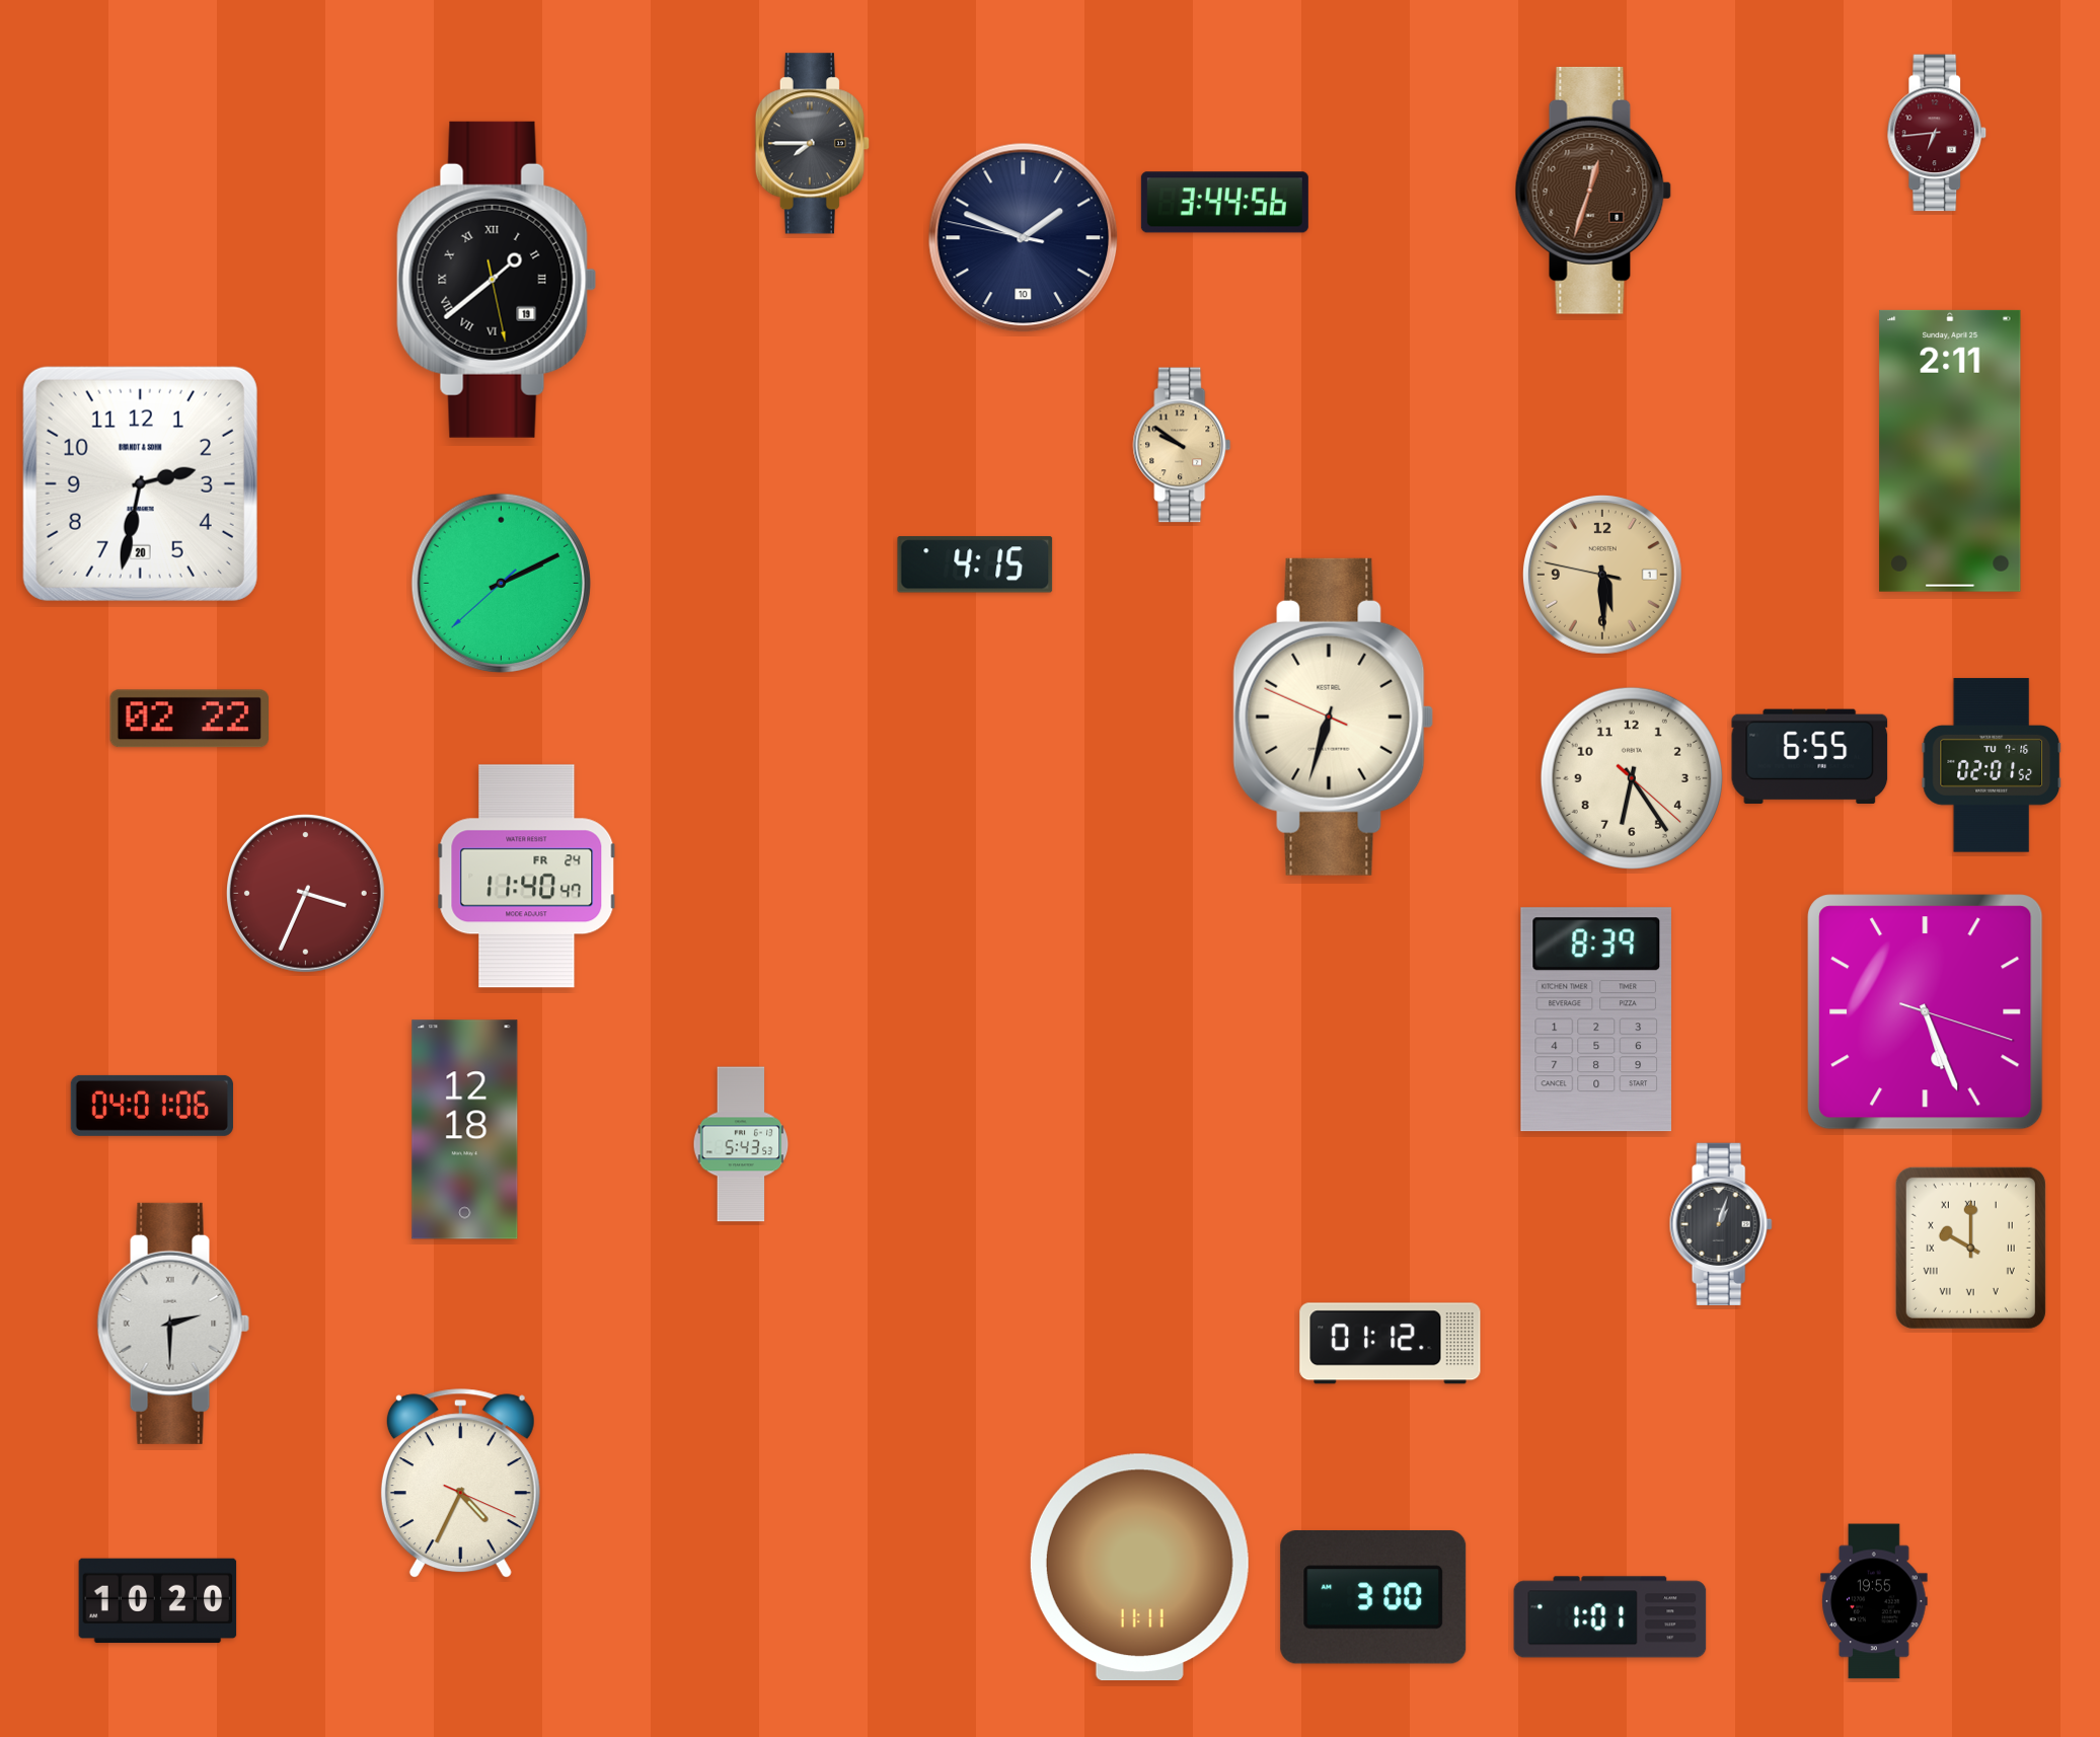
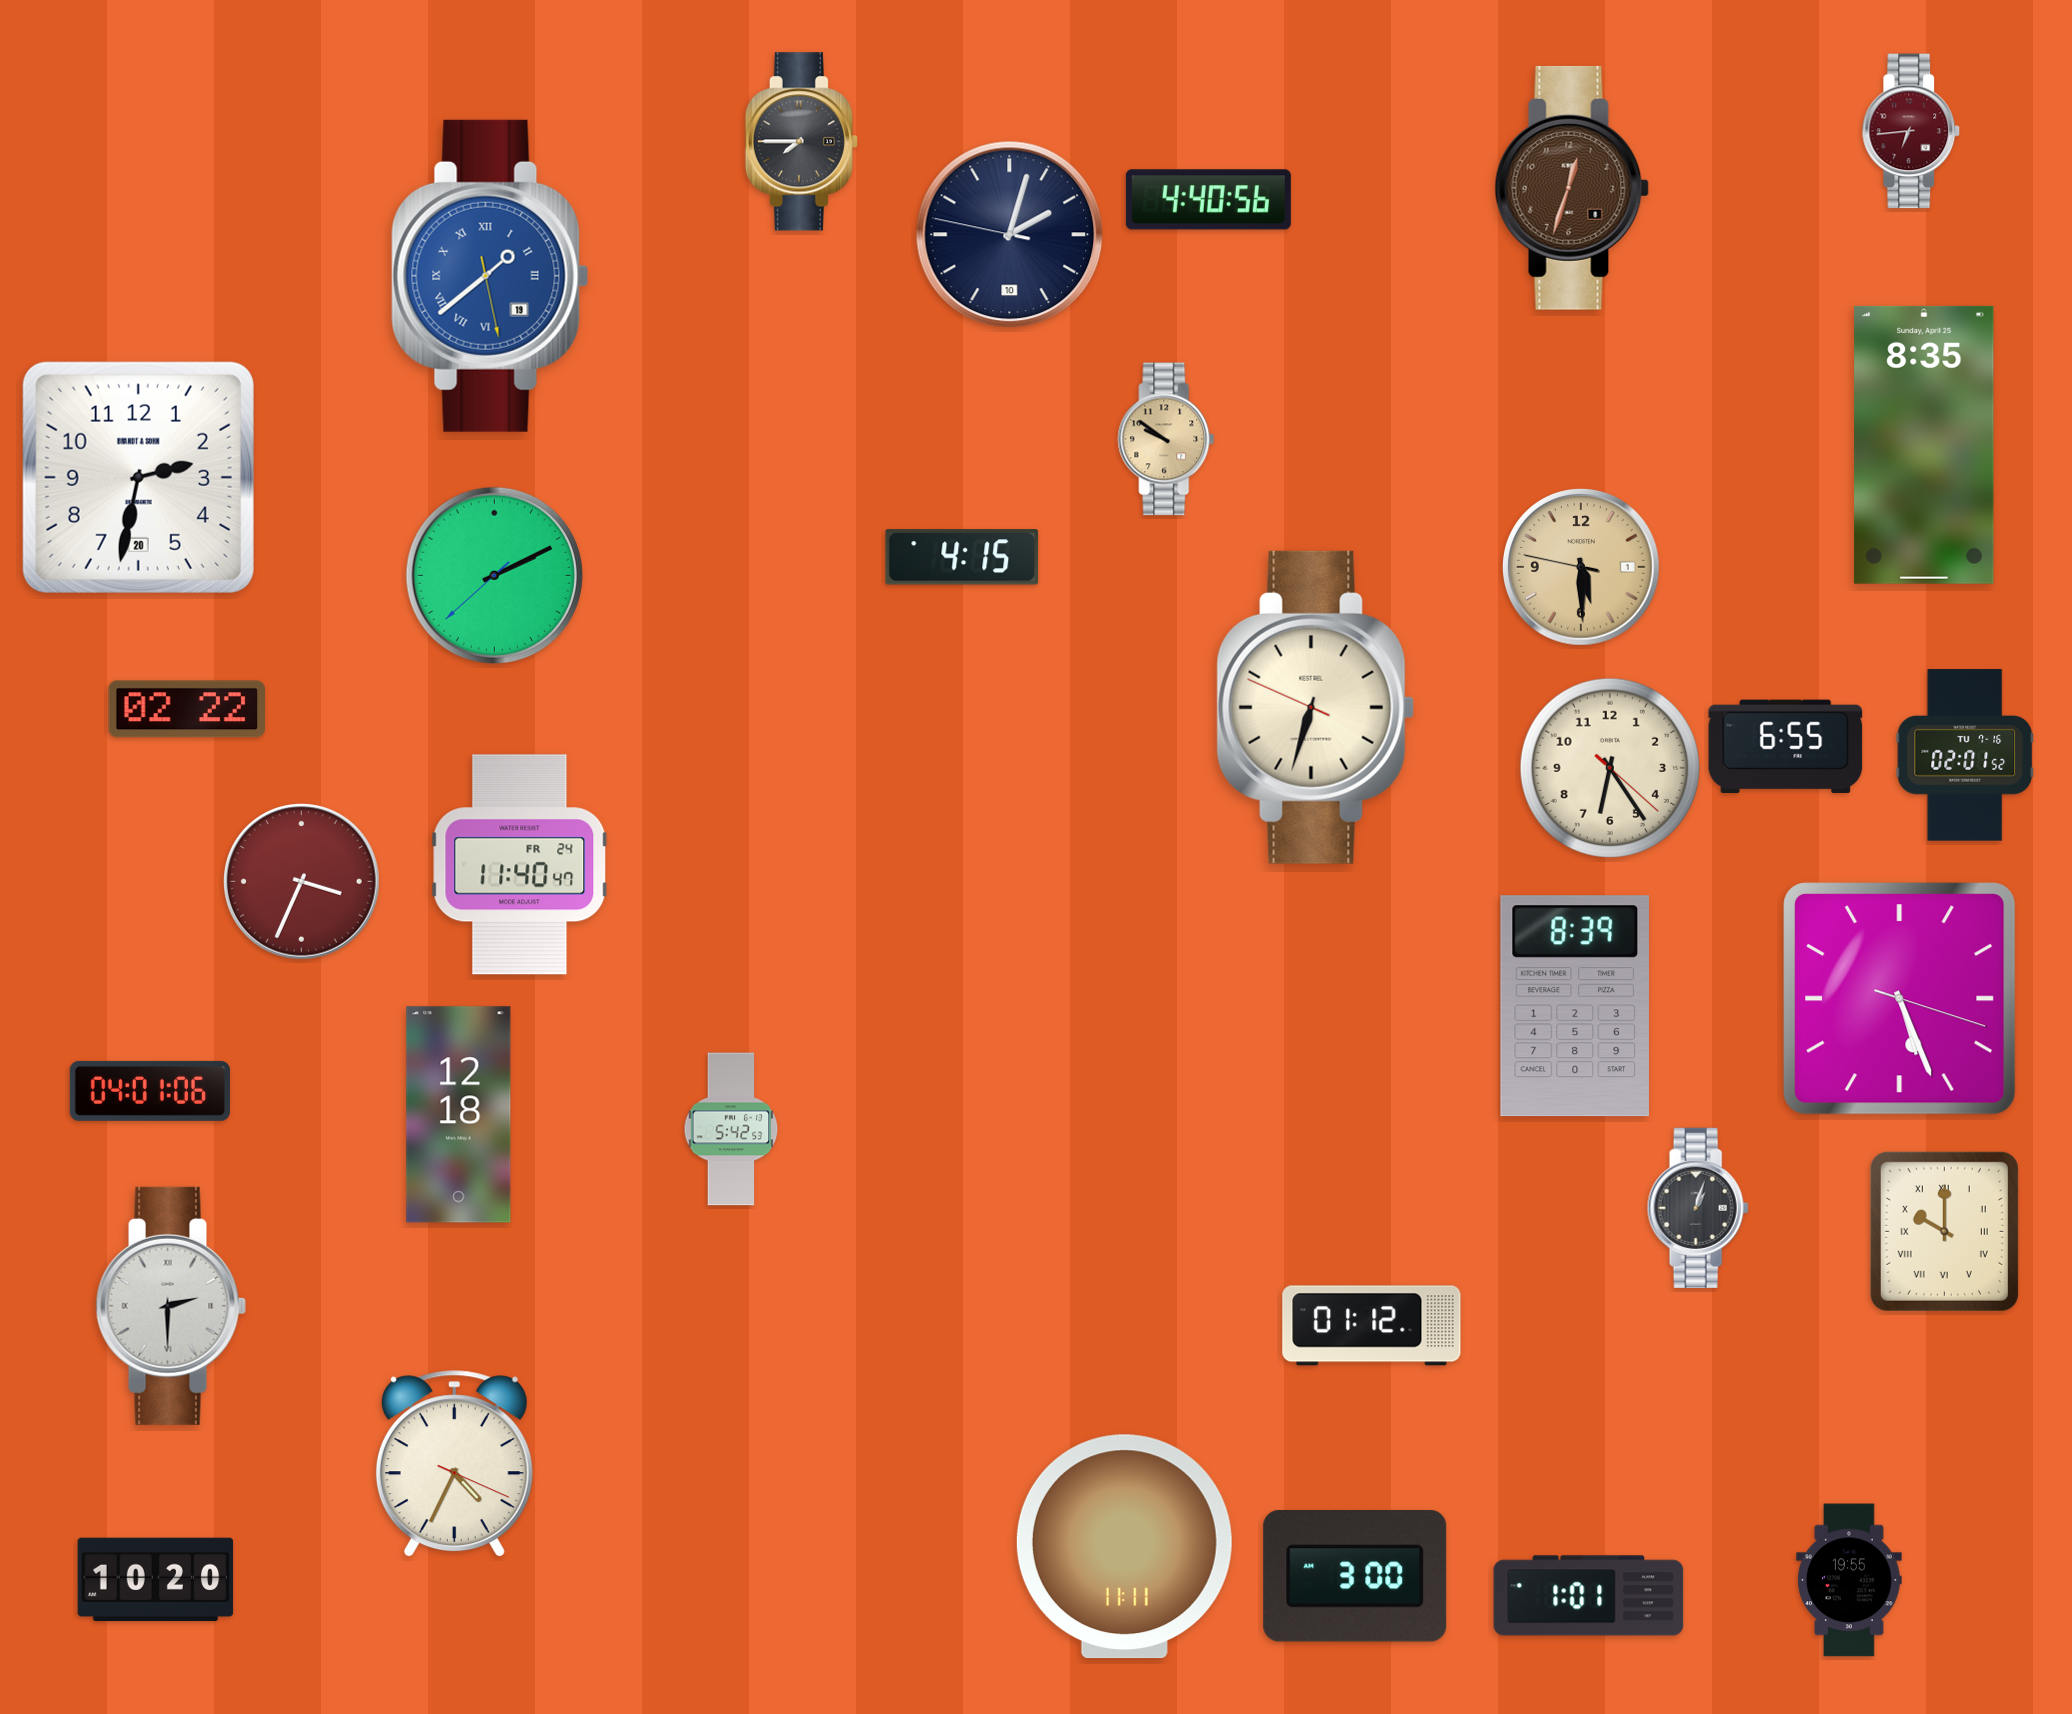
clock at (1224, 203): 3:44 -> 4:40
clock at (1024, 238): 1:48 -> 2:02
clock at (497, 280) dial: black -> blue
clock at (1950, 451): 2:11 -> 8:35
clock at (741, 1144): 5:43 -> 5:42
